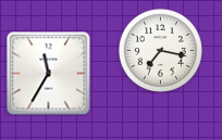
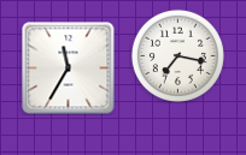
clock at (49, 74) position: (49, 74) -> (69, 68)
